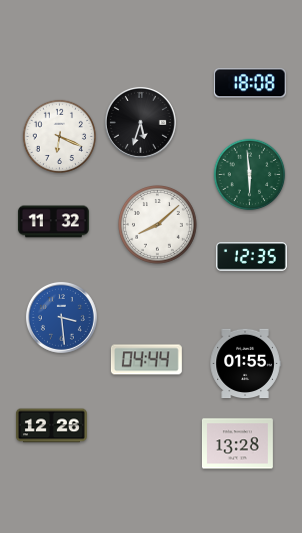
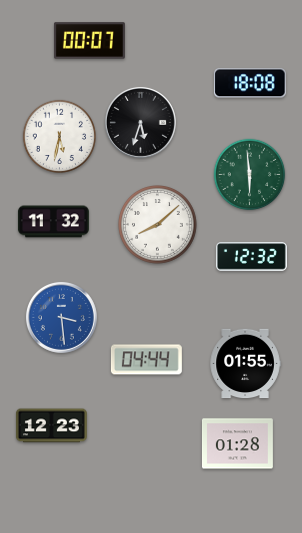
clock at (89, 41): none -> 00:07
clock at (60, 137): 6:19 -> 5:32
clock at (251, 257): 12:35 -> 12:32
clock at (51, 426): 12:26 -> 12:23
clock at (237, 444): 13:28 -> 01:28
